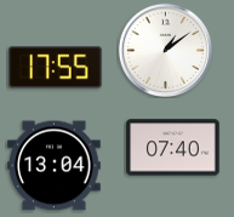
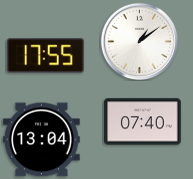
clock at (165, 50) position: (165, 50) -> (139, 41)
clock at (55, 166) position: (55, 166) -> (42, 140)
